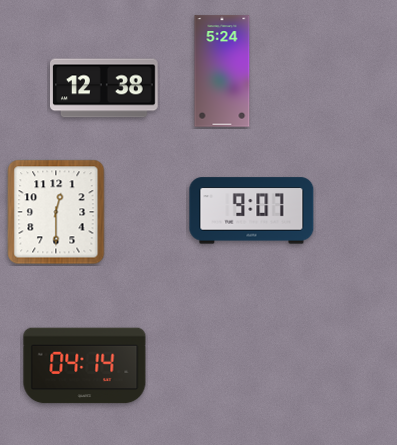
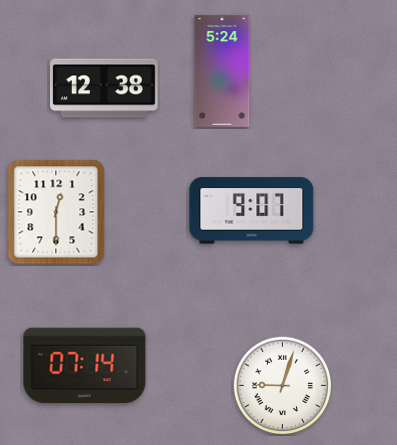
clock at (85, 366): 04:14 -> 07:14
clock at (283, 386): none -> 9:03
